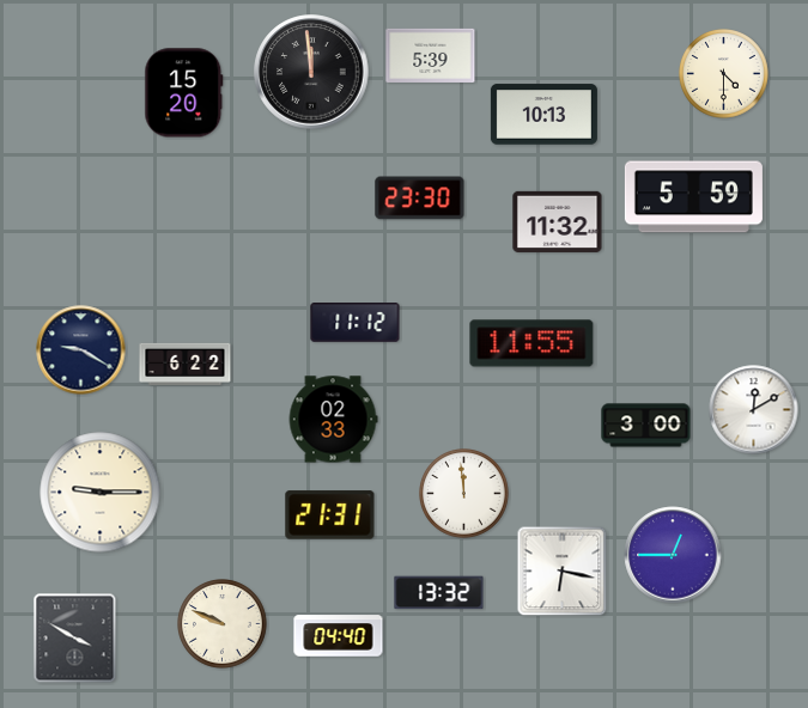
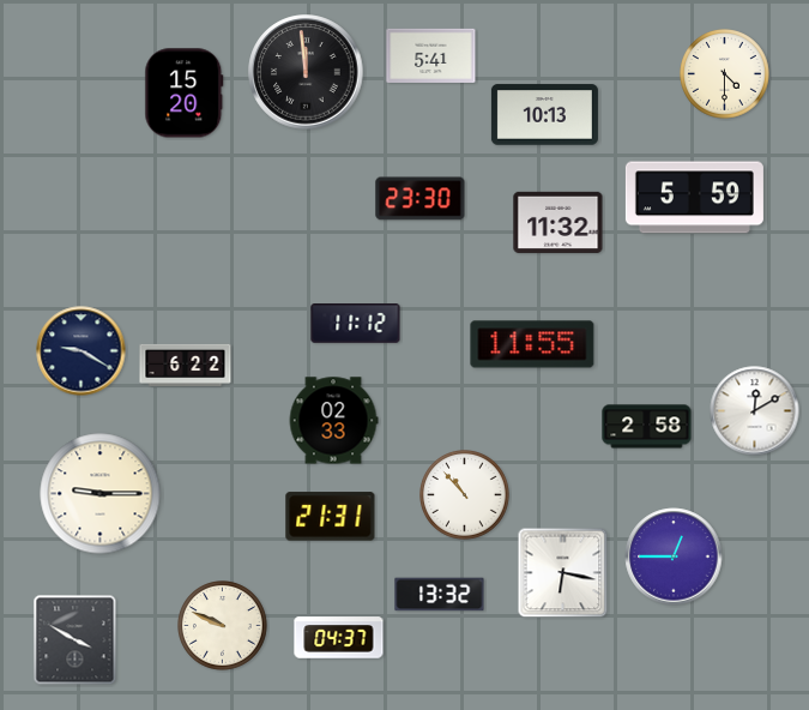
clock at (431, 55): 5:39 -> 5:41
clock at (311, 72) position: (311, 72) -> (306, 72)
clock at (646, 426): 3:00 -> 2:58
clock at (464, 494): 11:59 -> 10:53
clock at (339, 636): 04:40 -> 04:37
